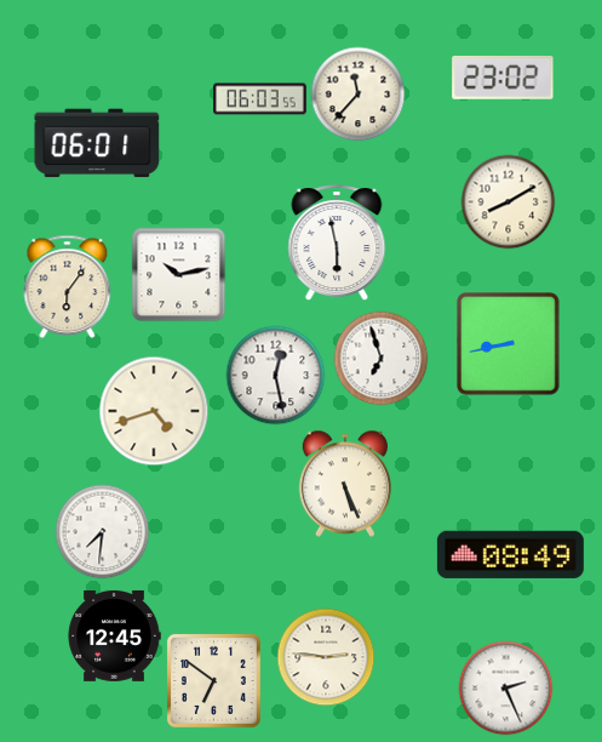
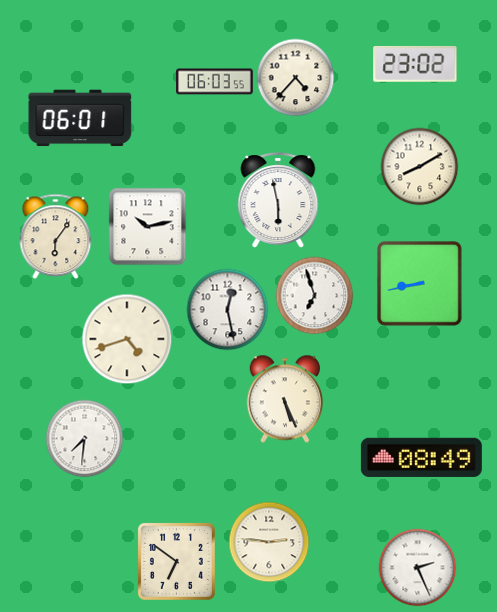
clock at (357, 93): 11:37 -> 4:37
clock at (114, 637): 12:45 -> none
